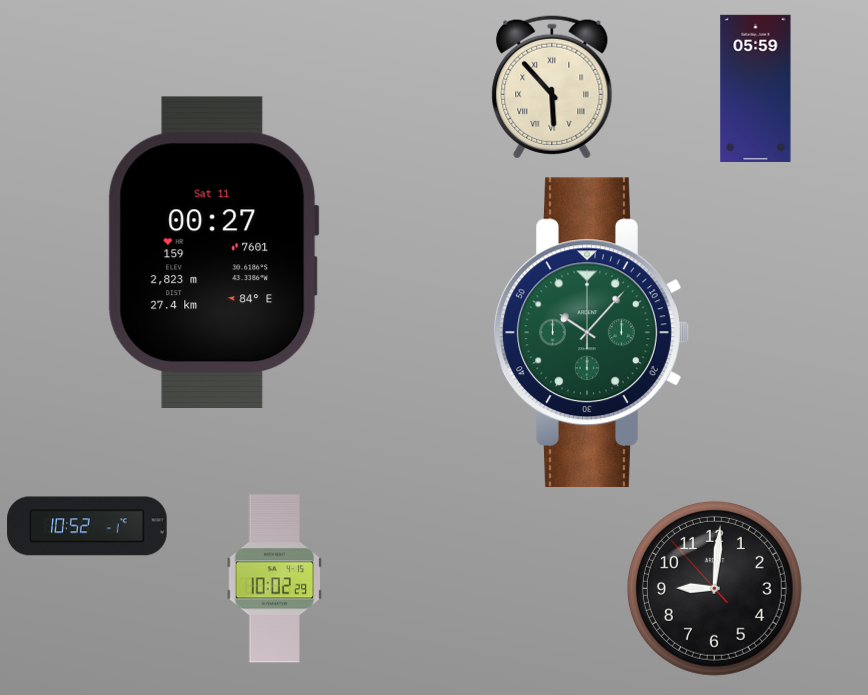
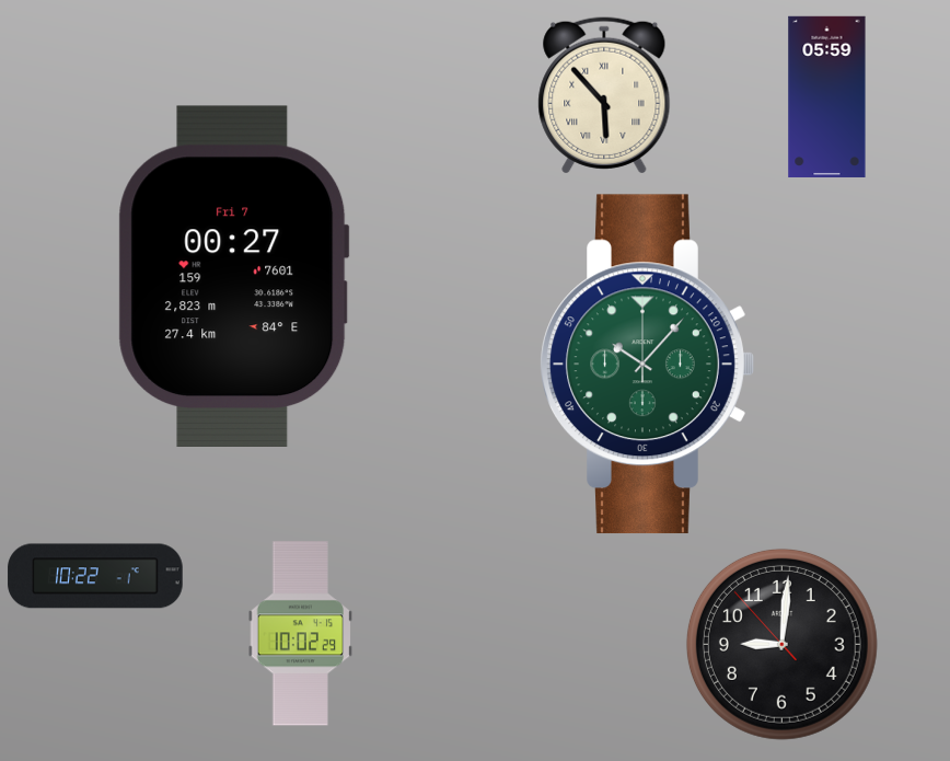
clock at (213, 252) date: Sat 11 -> Fri 7
clock at (87, 526): 10:52 -> 10:22
